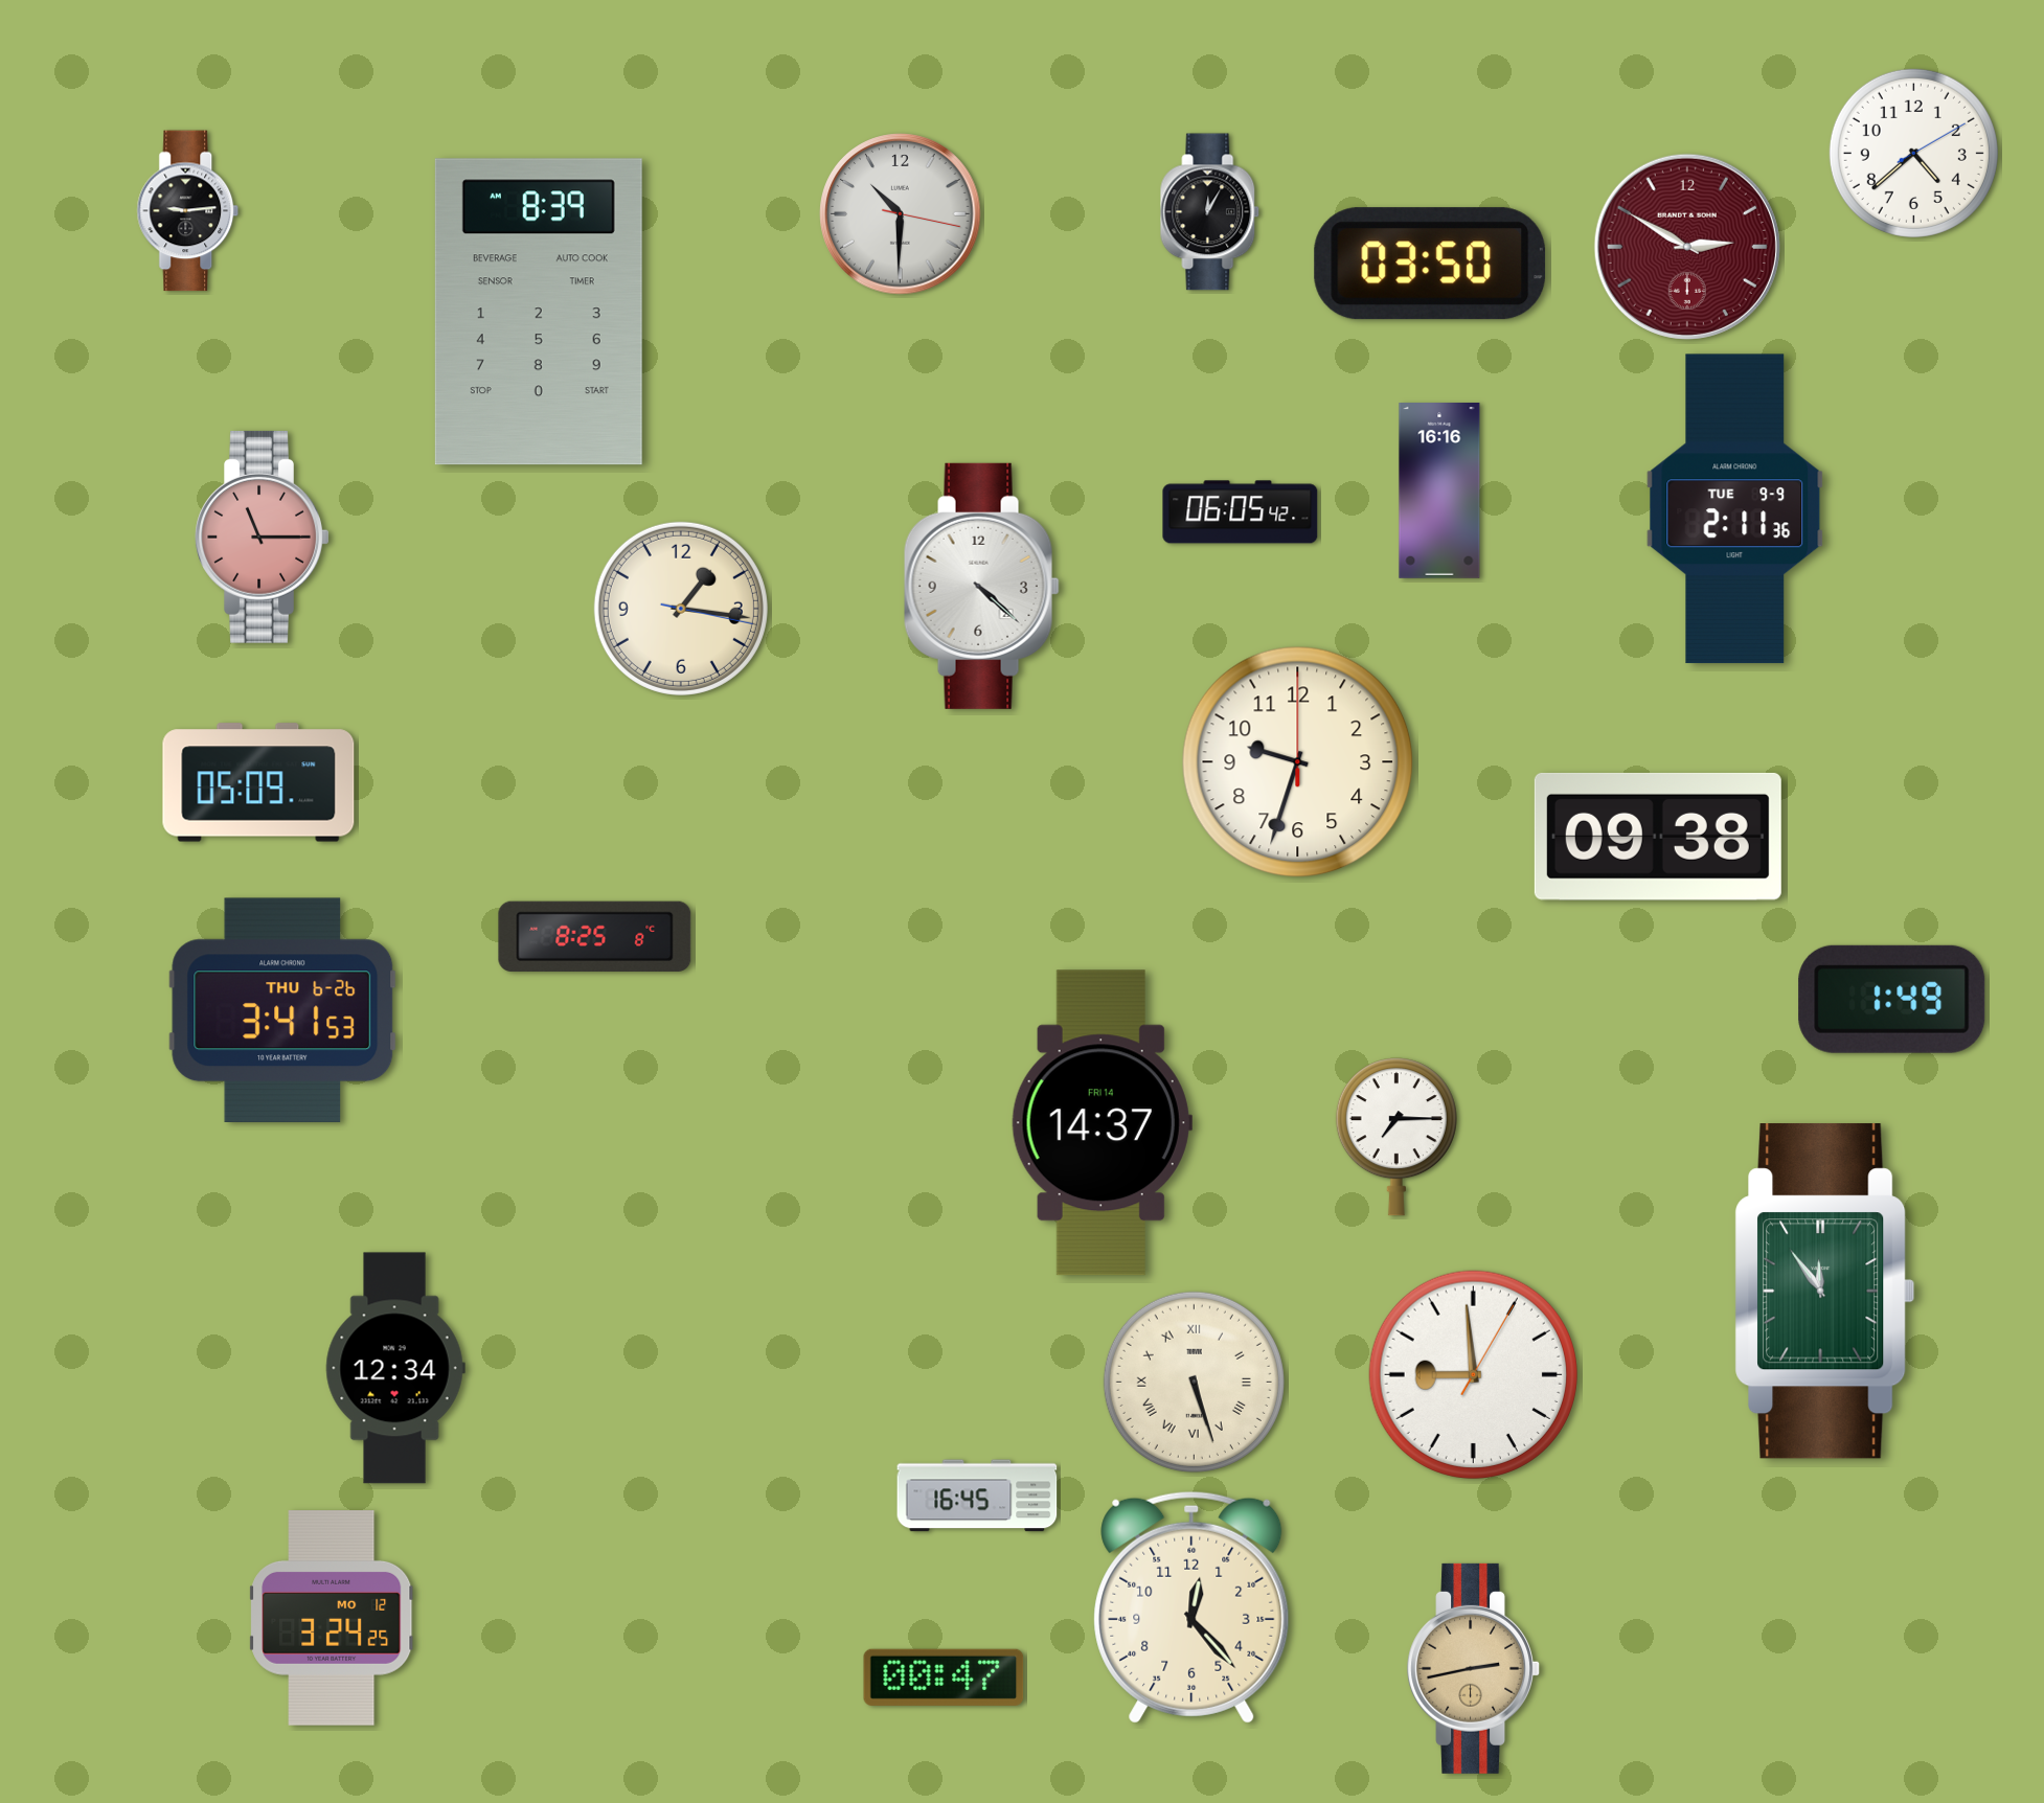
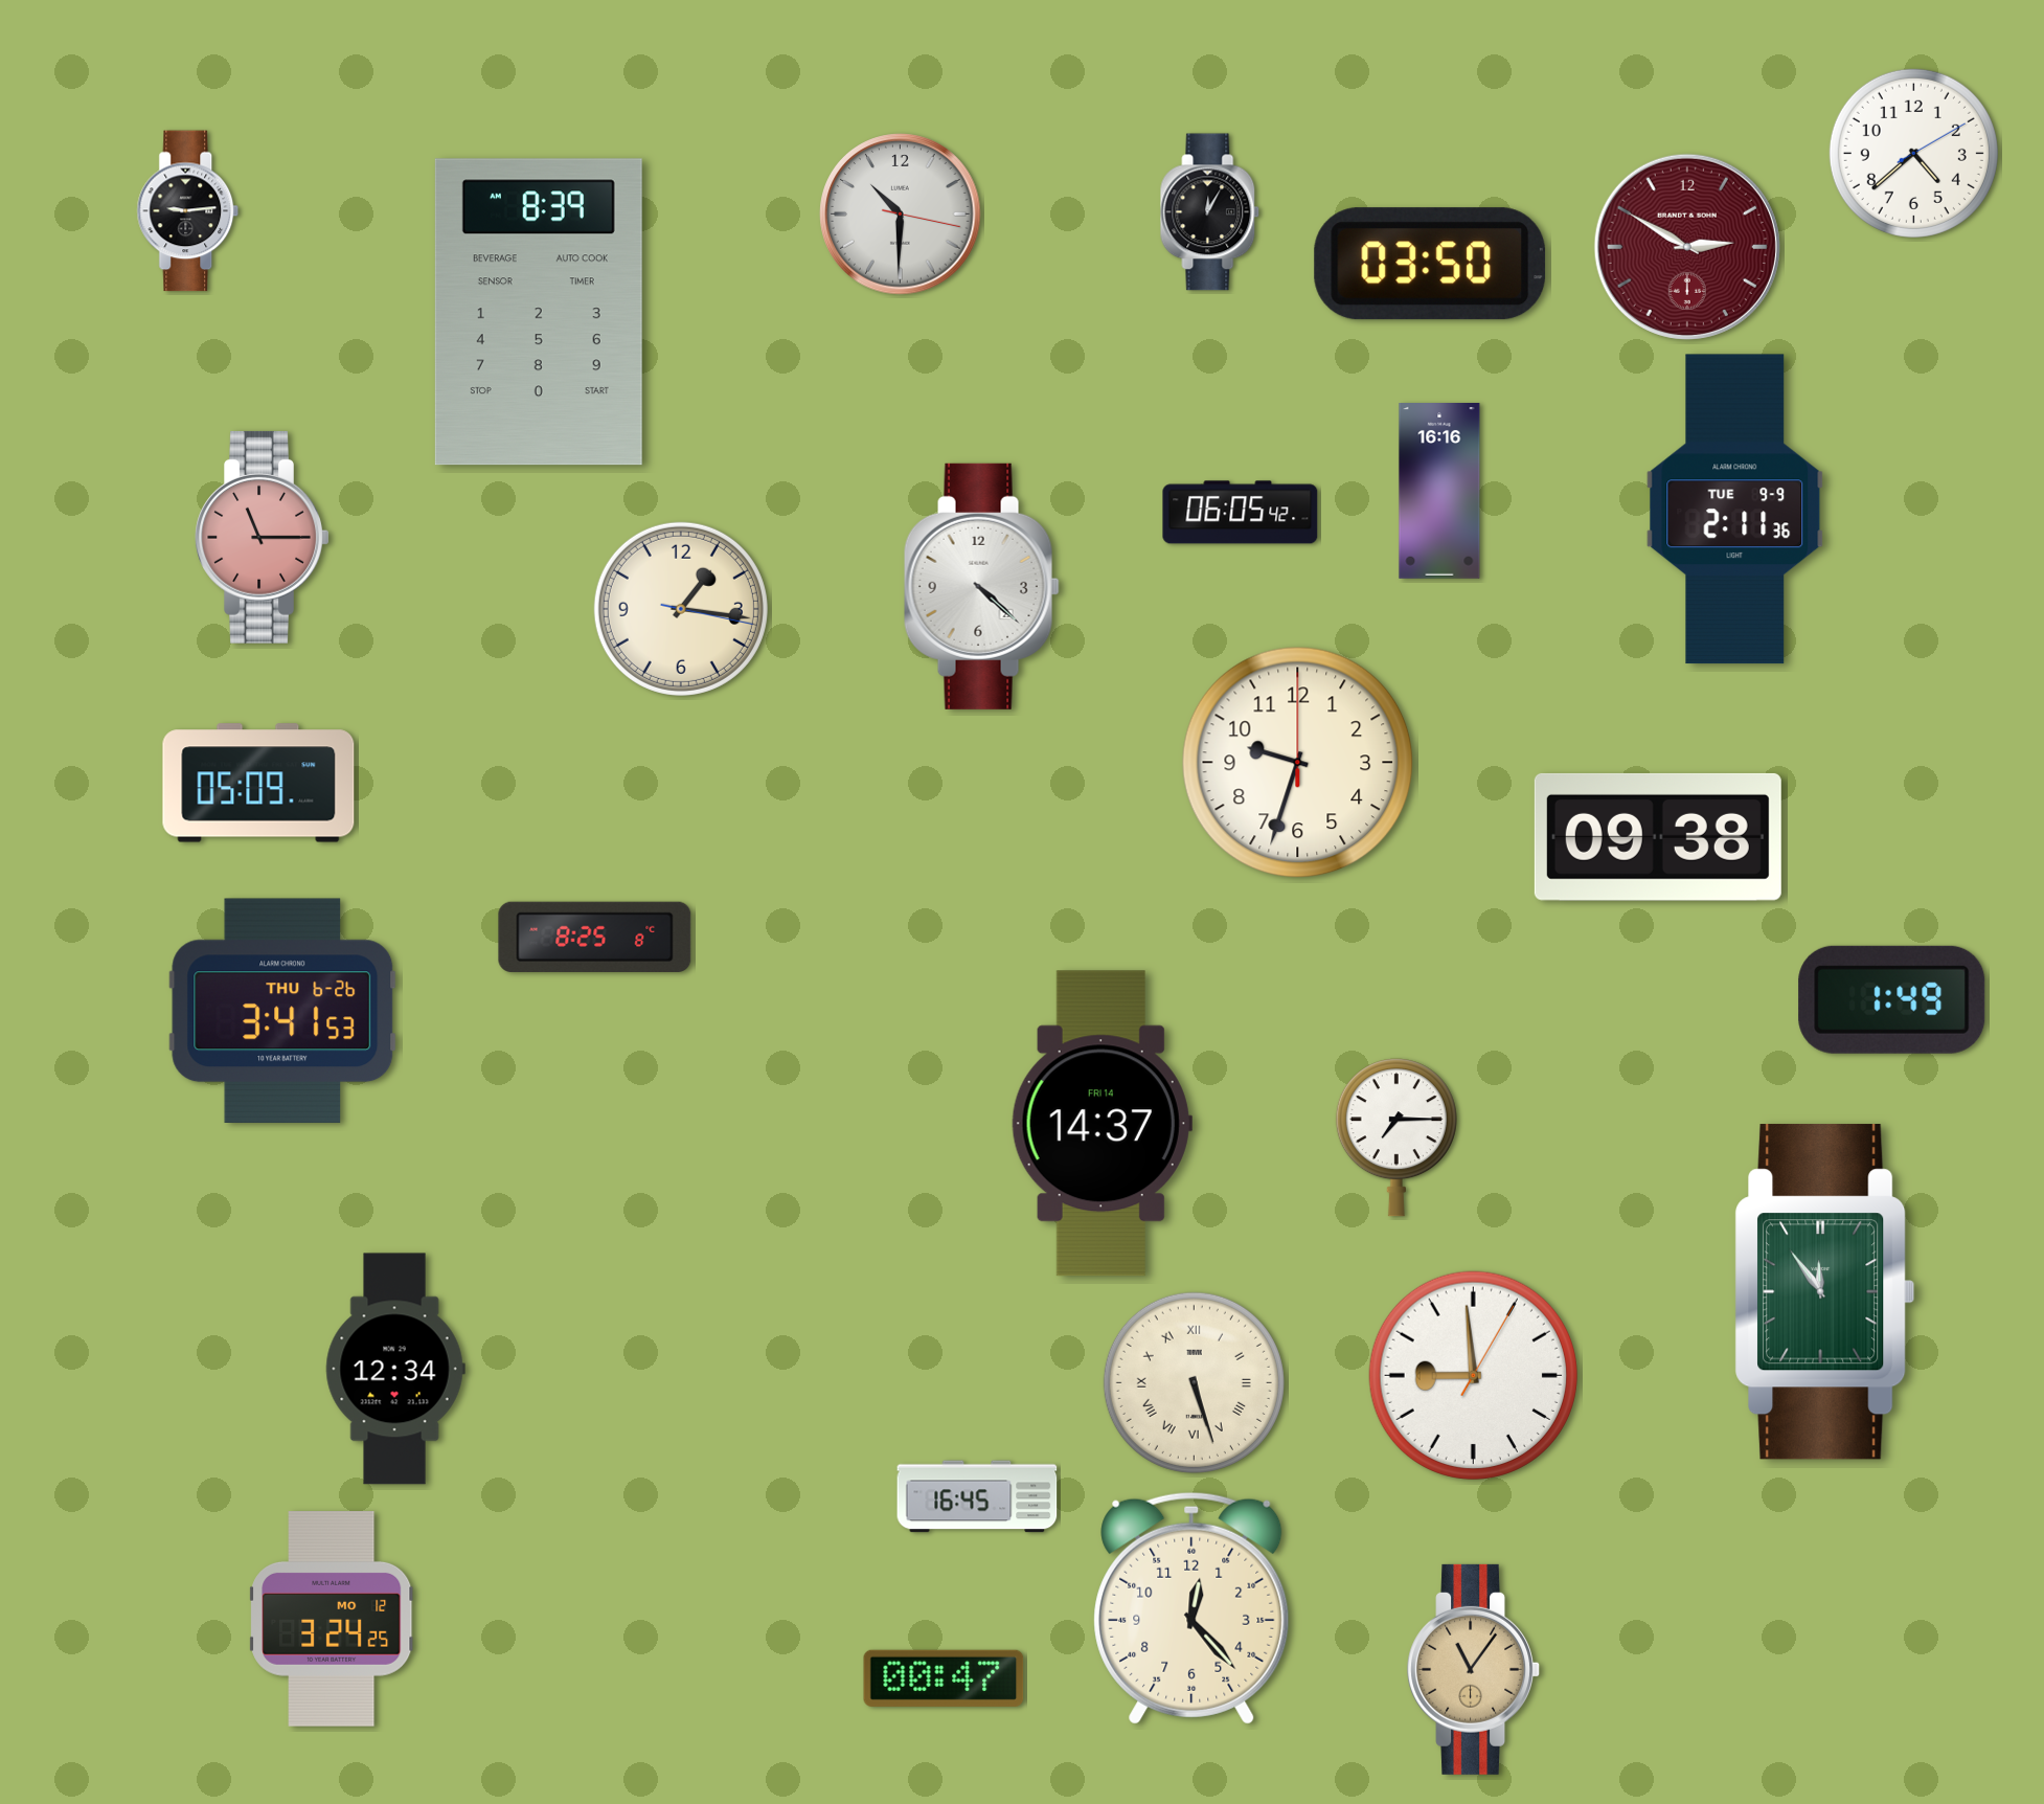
clock at (1474, 1668): 2:43 -> 11:06
